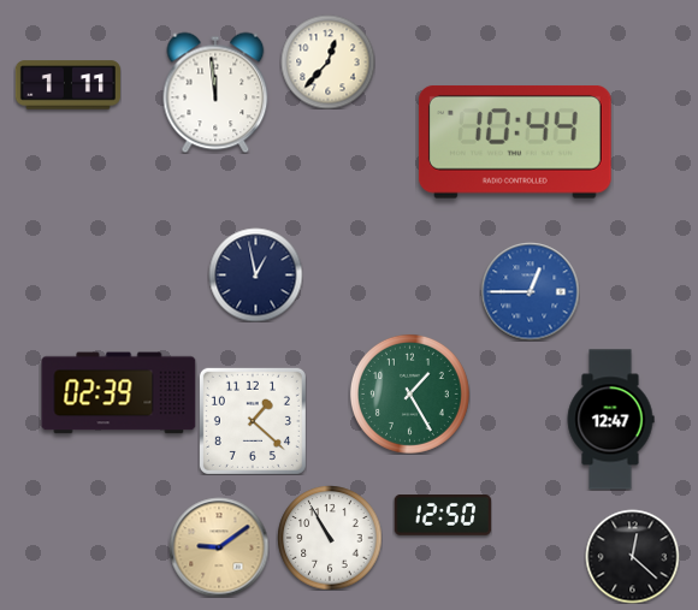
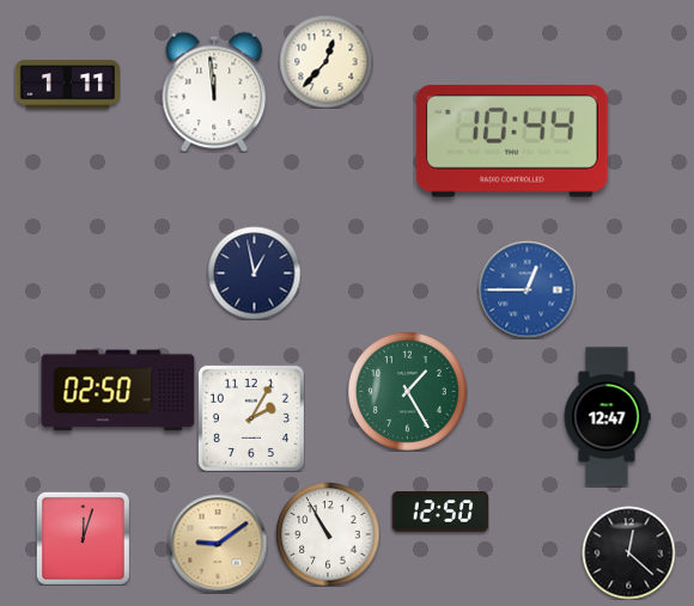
clock at (119, 393): 02:39 -> 02:50
clock at (253, 421): 1:22 -> 2:05
clock at (83, 538): none -> 12:03
